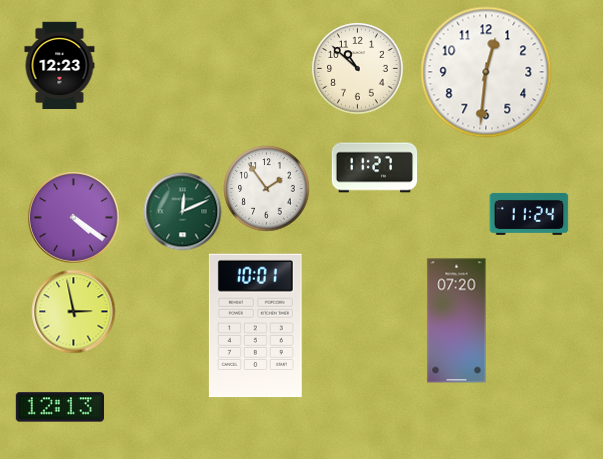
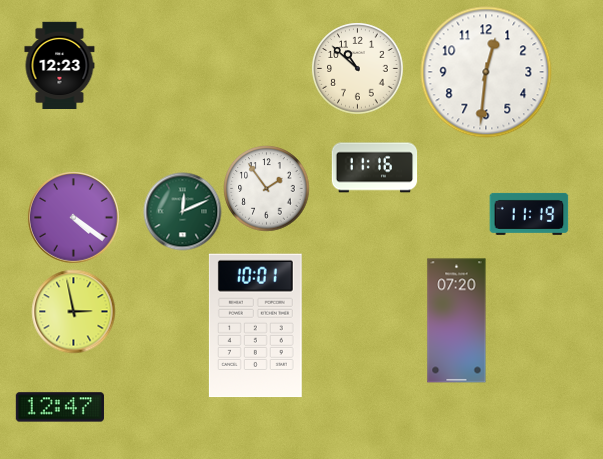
clock at (374, 168): 11:27 -> 11:16
clock at (529, 214): 11:24 -> 11:19
clock at (60, 407): 12:13 -> 12:47
